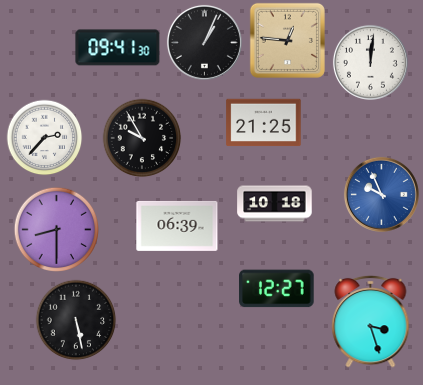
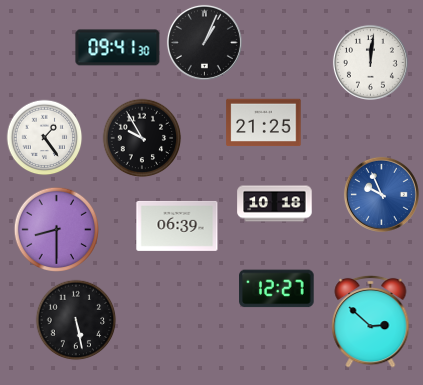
clock at (287, 40): 12:46 -> none
clock at (45, 138): 2:37 -> 1:24
clock at (371, 321): 3:27 -> 2:52
